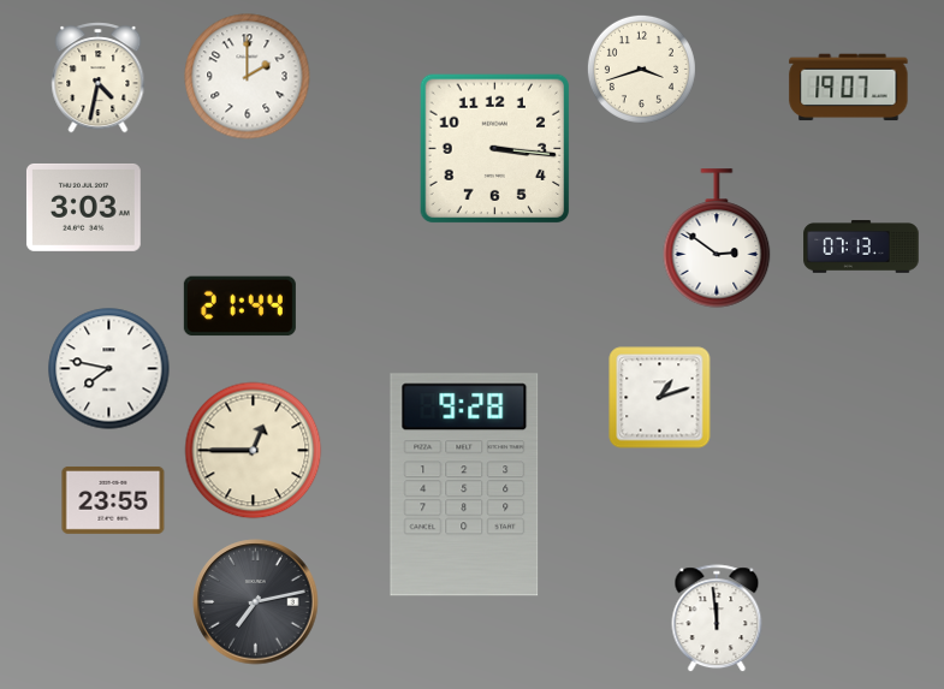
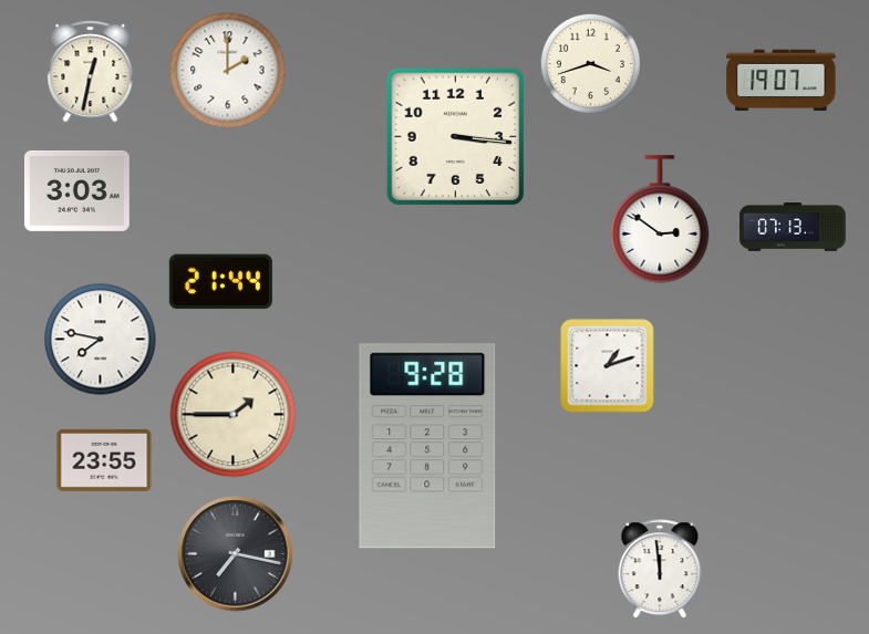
clock at (99, 78): 4:32 -> 12:32
clock at (254, 451): 12:45 -> 1:45
clock at (256, 602): 7:13 -> 7:17
